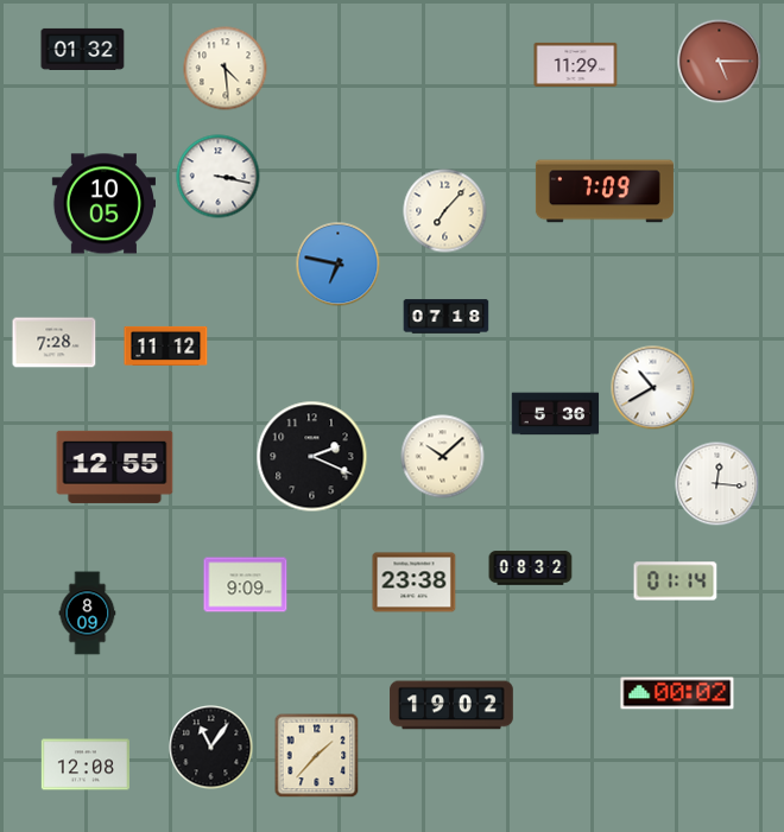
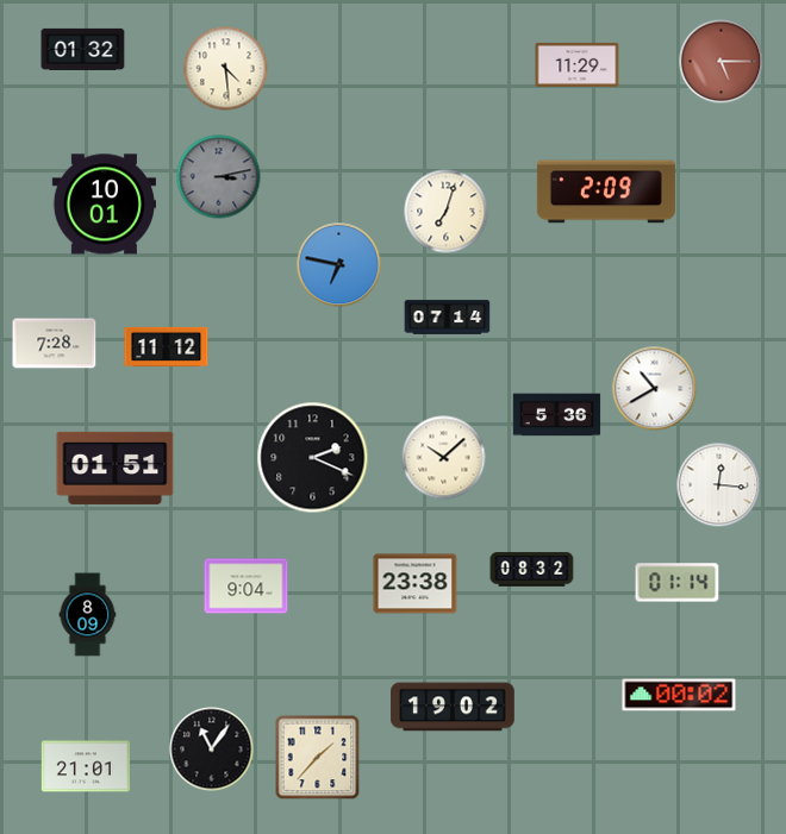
clock at (219, 177): 3:17 -> 3:13
clock at (219, 177) dial: white -> grey
clock at (605, 191): 7:09 -> 2:09
clock at (103, 204): 10:05 -> 10:01
clock at (445, 211): 7:07 -> 7:03
clock at (447, 317): 07:18 -> 07:14
clock at (115, 466): 12:55 -> 01:51
clock at (246, 585): 9:09 -> 9:04
clock at (86, 764): 12:08 -> 21:01
